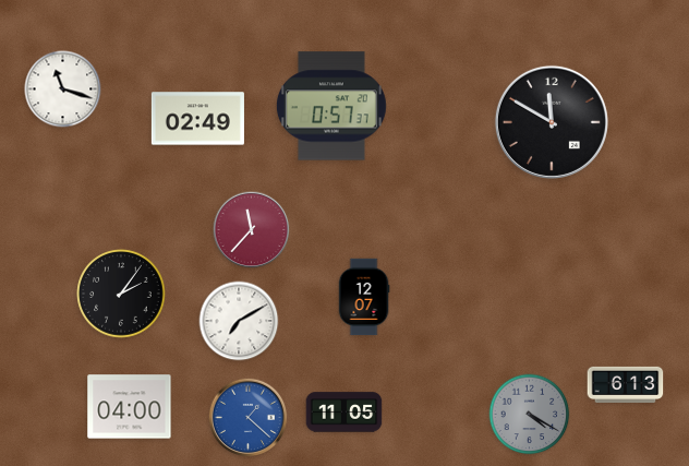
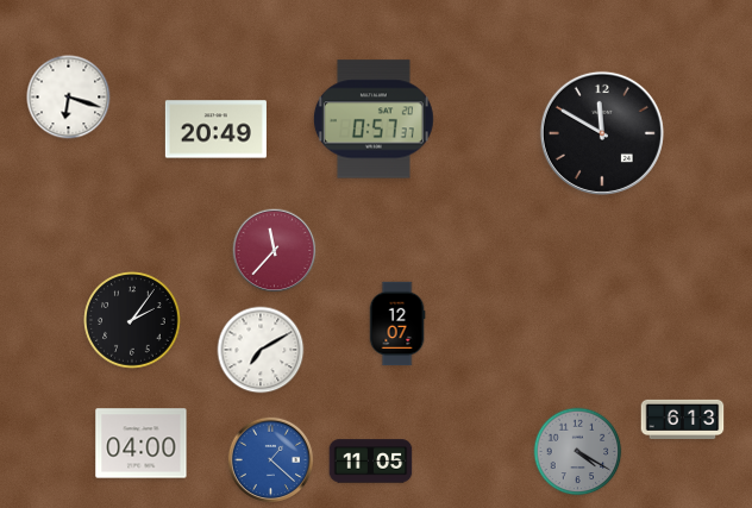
clock at (63, 89): 11:18 -> 6:18
clock at (331, 106) position: (331, 106) -> (374, 119)
clock at (197, 119): 02:49 -> 20:49
clock at (344, 413) position: (344, 413) -> (371, 462)
clock at (249, 418) position: (249, 418) -> (271, 460)
